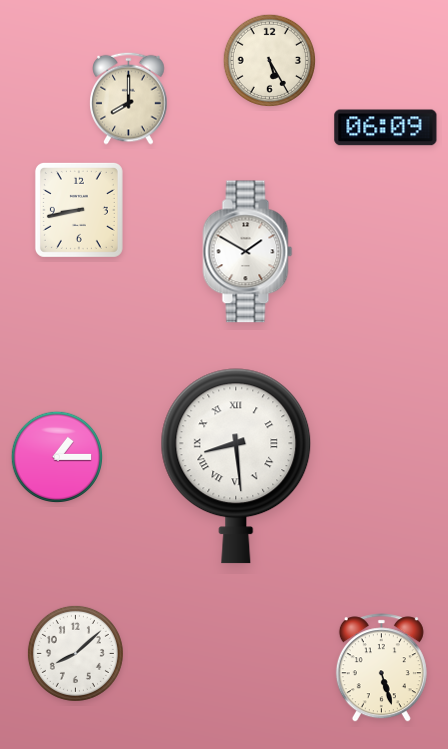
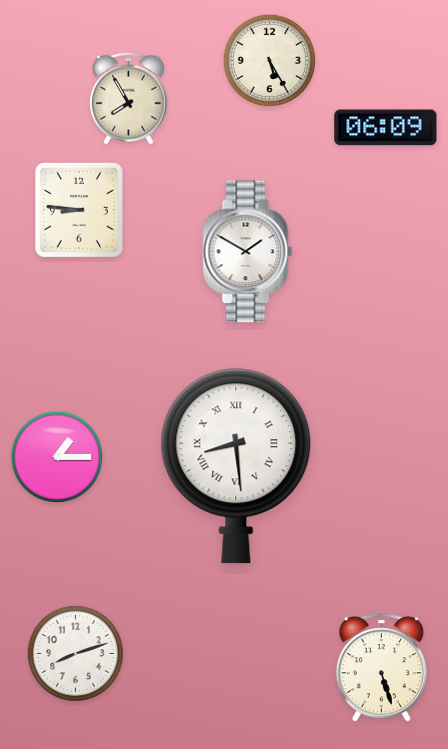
clock at (129, 98): 8:00 -> 7:55
clock at (79, 210): 8:43 -> 8:46
clock at (75, 653): 8:08 -> 8:12
